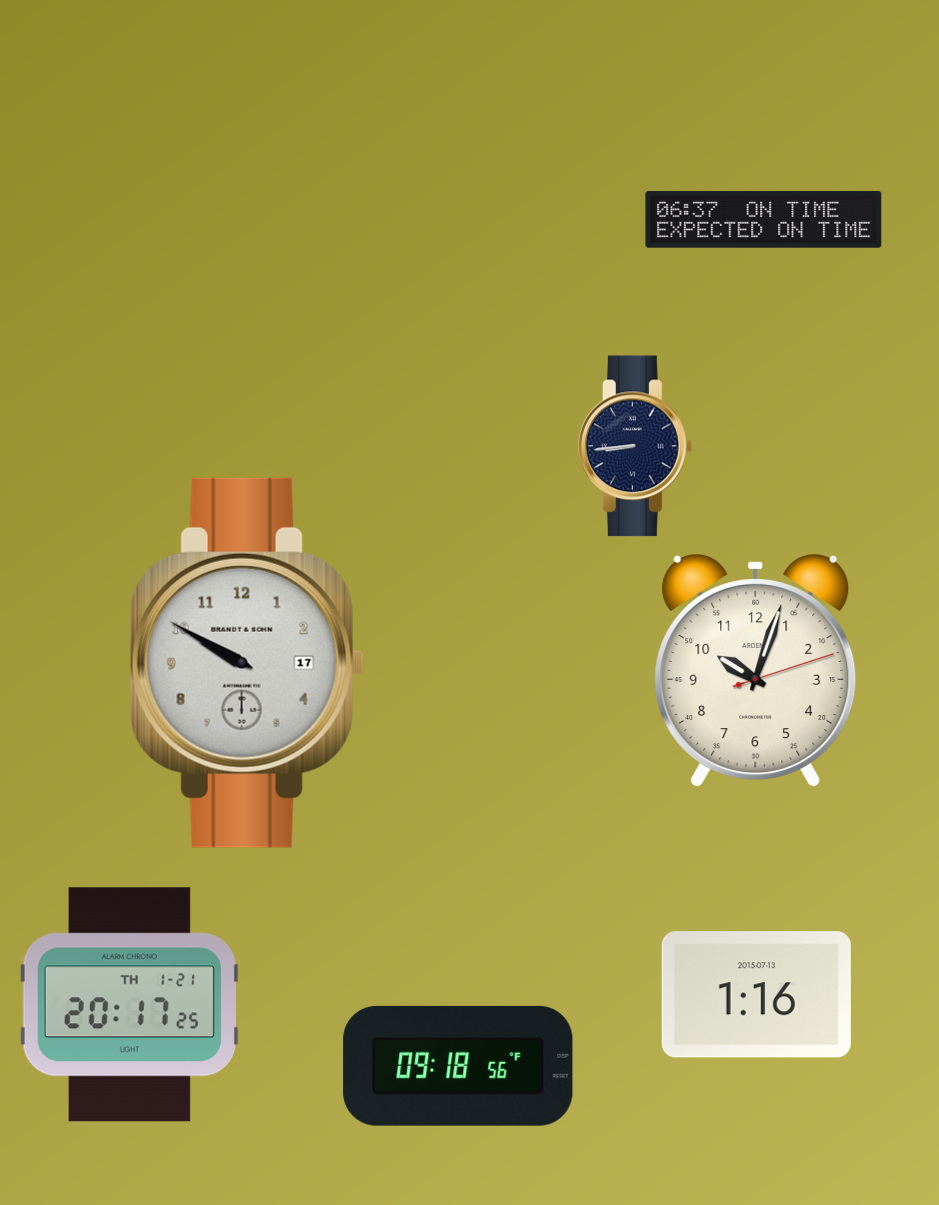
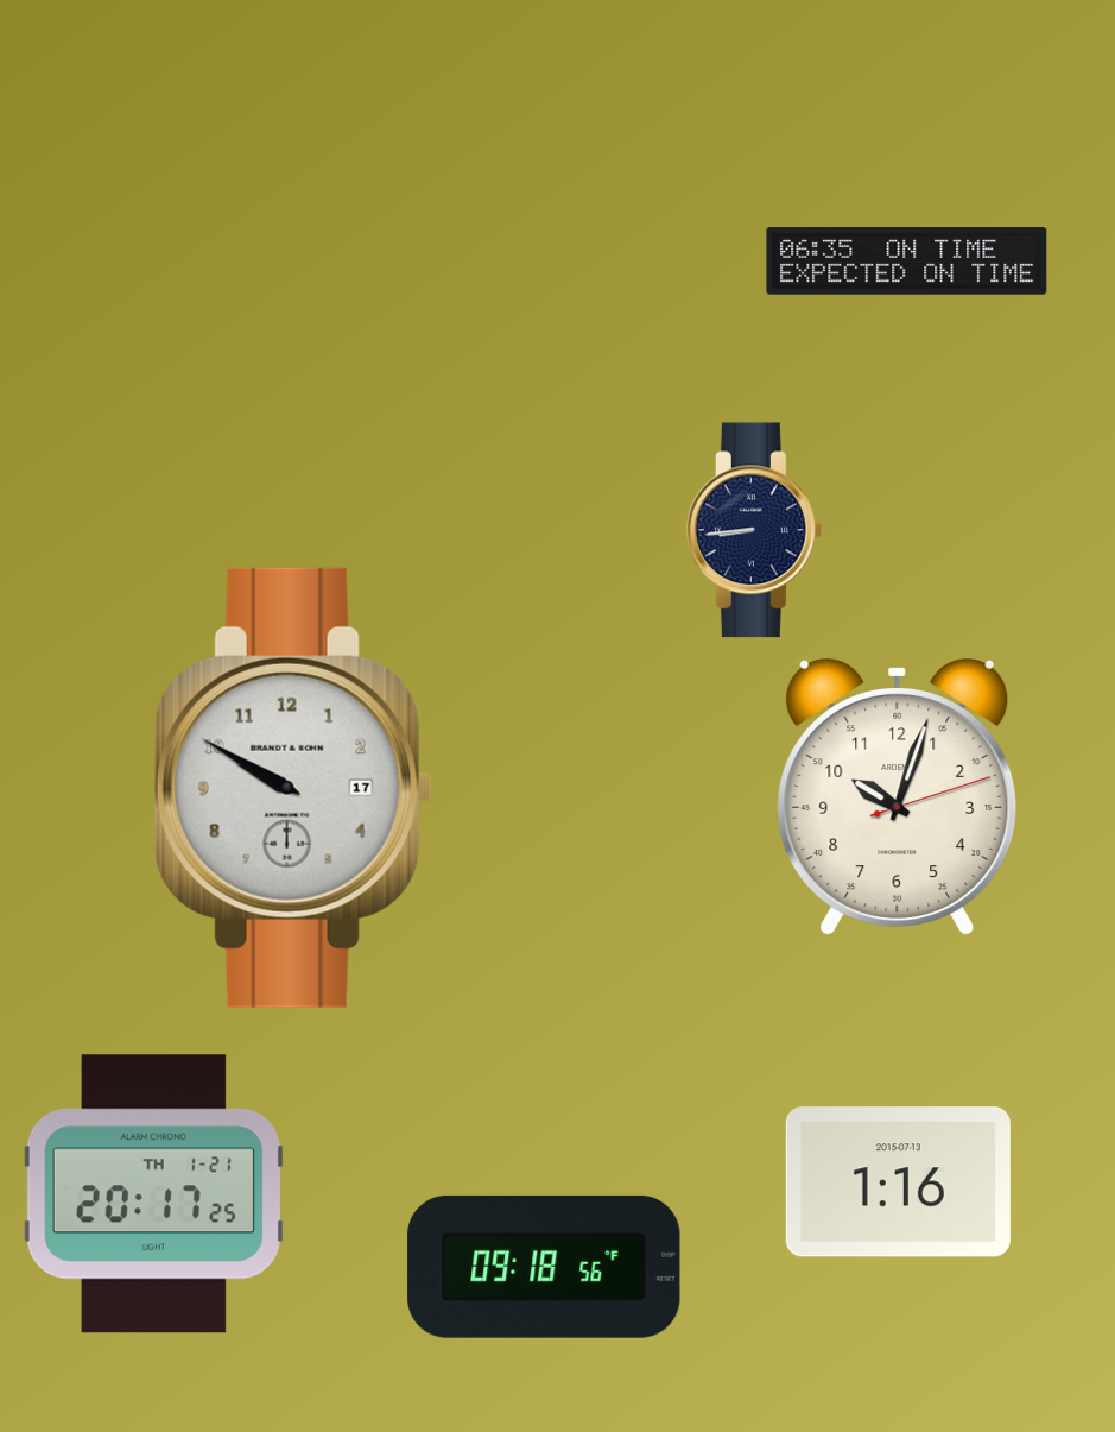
clock at (764, 220): 06:37 -> 06:35
